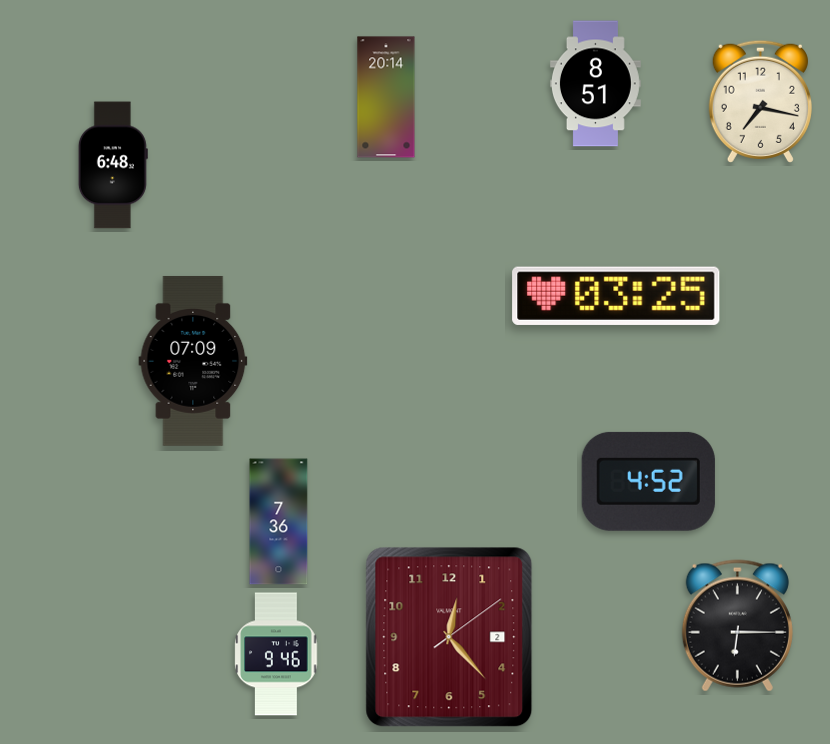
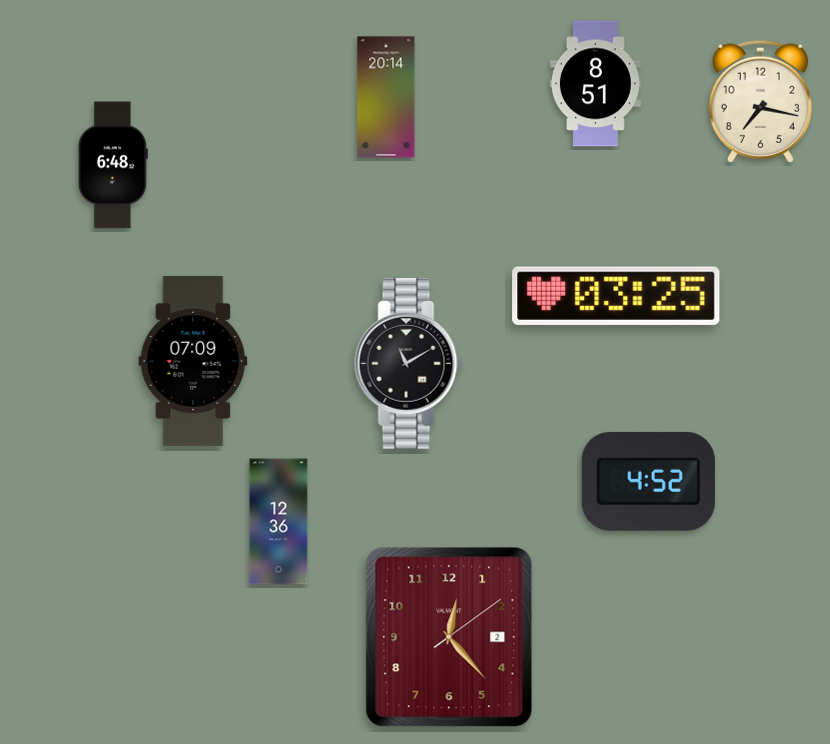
clock at (409, 363): none -> 11:10
clock at (279, 522): 7:36 -> 12:36
clock at (737, 626): 6:15 -> none
clock at (276, 654): 9:46 -> none
